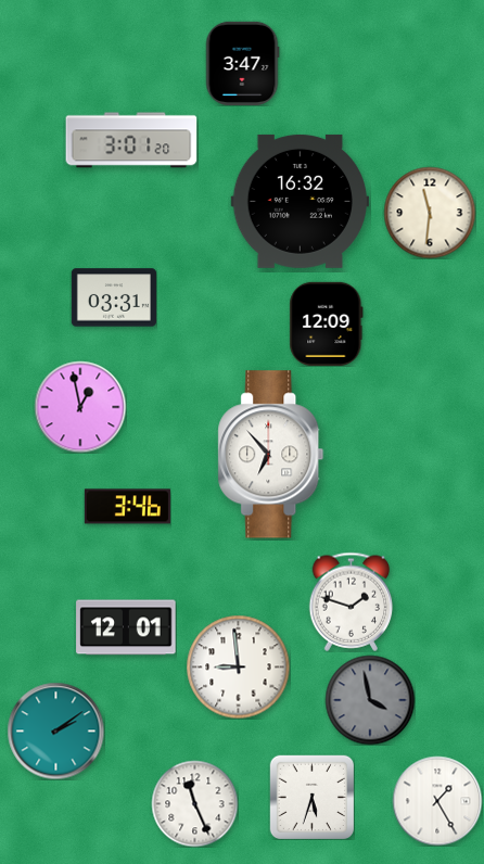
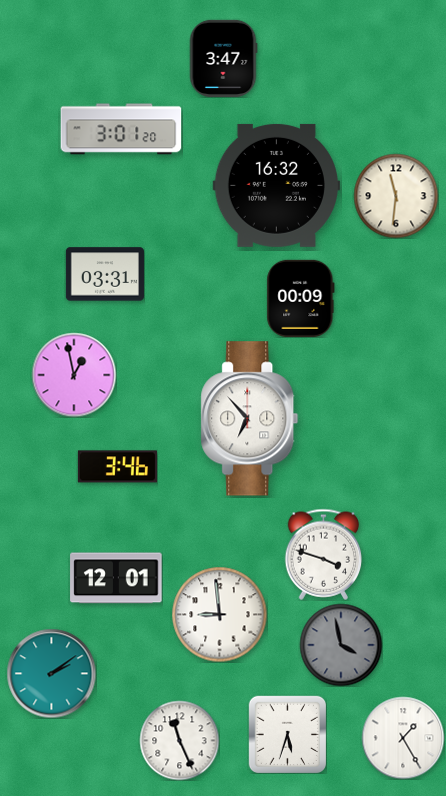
clock at (327, 323): 12:09 -> 00:09
clock at (352, 601): 1:48 -> 3:48
